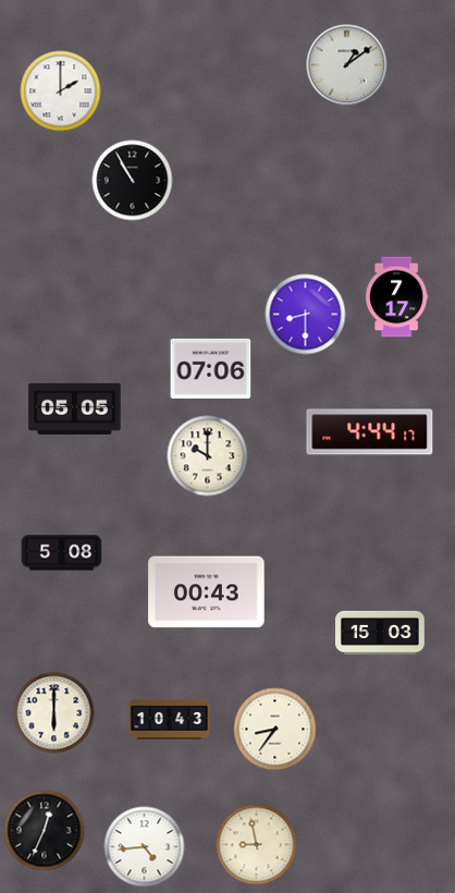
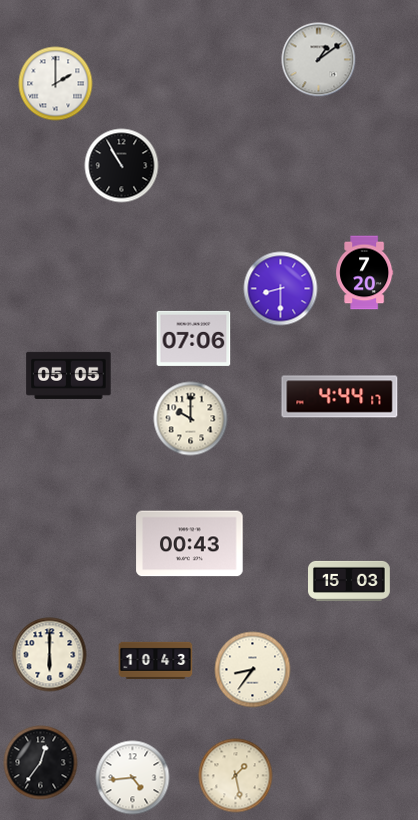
clock at (397, 297): 7:17 -> 7:20
clock at (62, 553): 5:08 -> none
clock at (45, 831): 12:34 -> 12:36
clock at (257, 845): 8:58 -> 1:28
